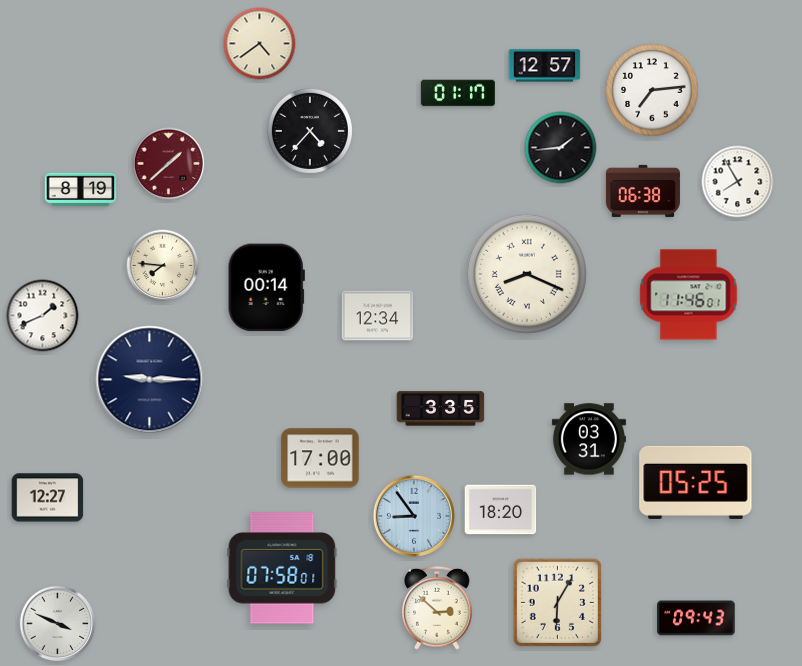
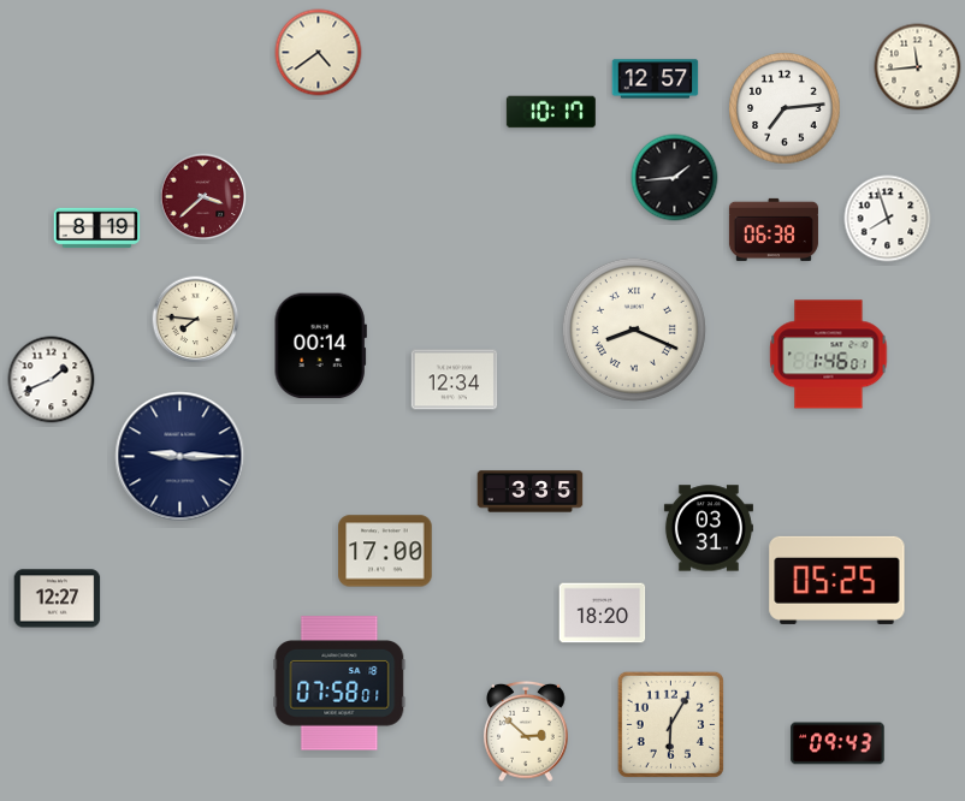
clock at (260, 44) position: (260, 44) -> (319, 53)
clock at (918, 67): none -> 11:44
clock at (458, 93): 01:17 -> 10:17
clock at (310, 131): 4:37 -> none
clock at (169, 164): 1:38 -> 3:38
clock at (738, 182): 7:55 -> 7:57
clock at (689, 295): 11:46 -> 1:46
clock at (414, 516): 8:54 -> none
clock at (58, 624): 3:49 -> none
